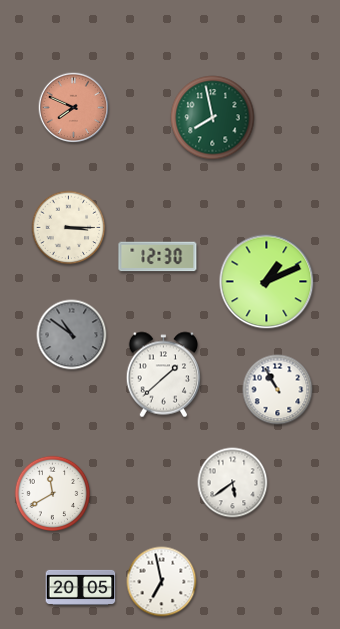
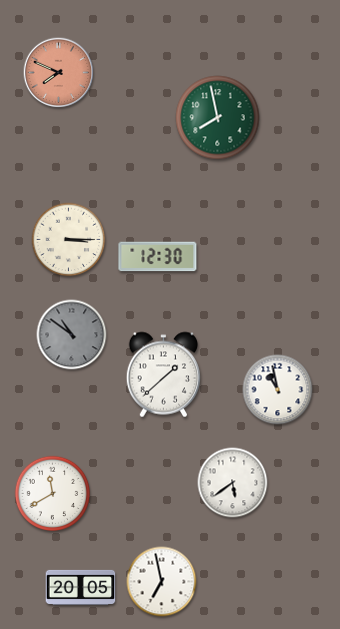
clock at (74, 108) position: (74, 108) -> (59, 73)
clock at (213, 118) position: (213, 118) -> (218, 118)
clock at (69, 228) position: (69, 228) -> (69, 240)
clock at (267, 282): 1:11 -> none
clock at (278, 390): 10:55 -> 10:58
